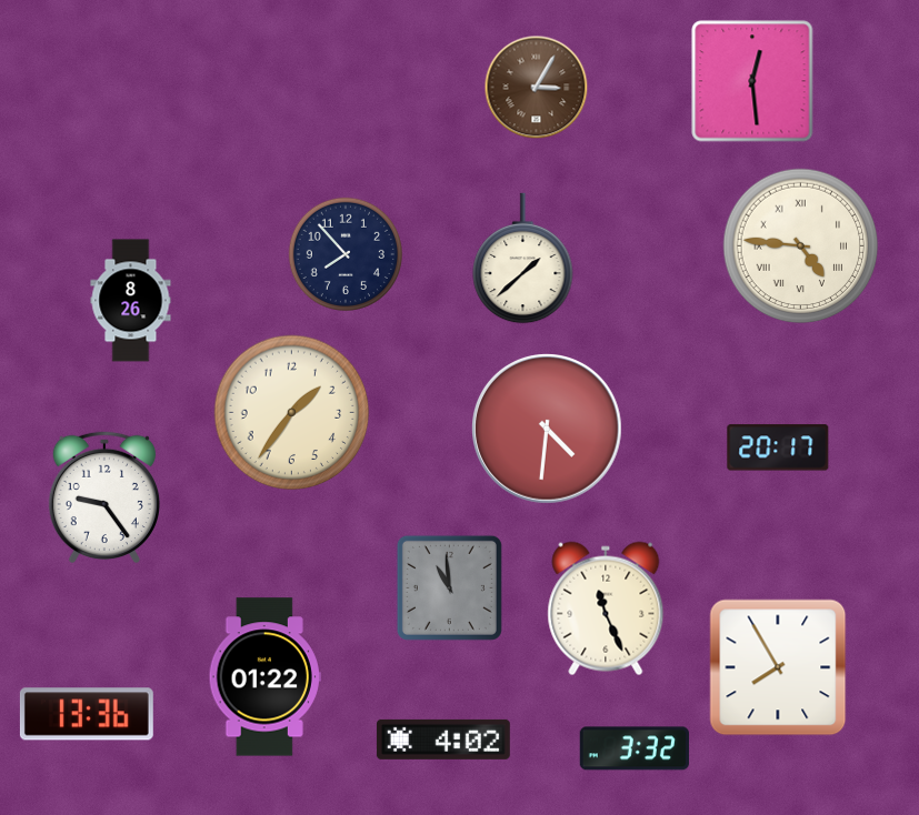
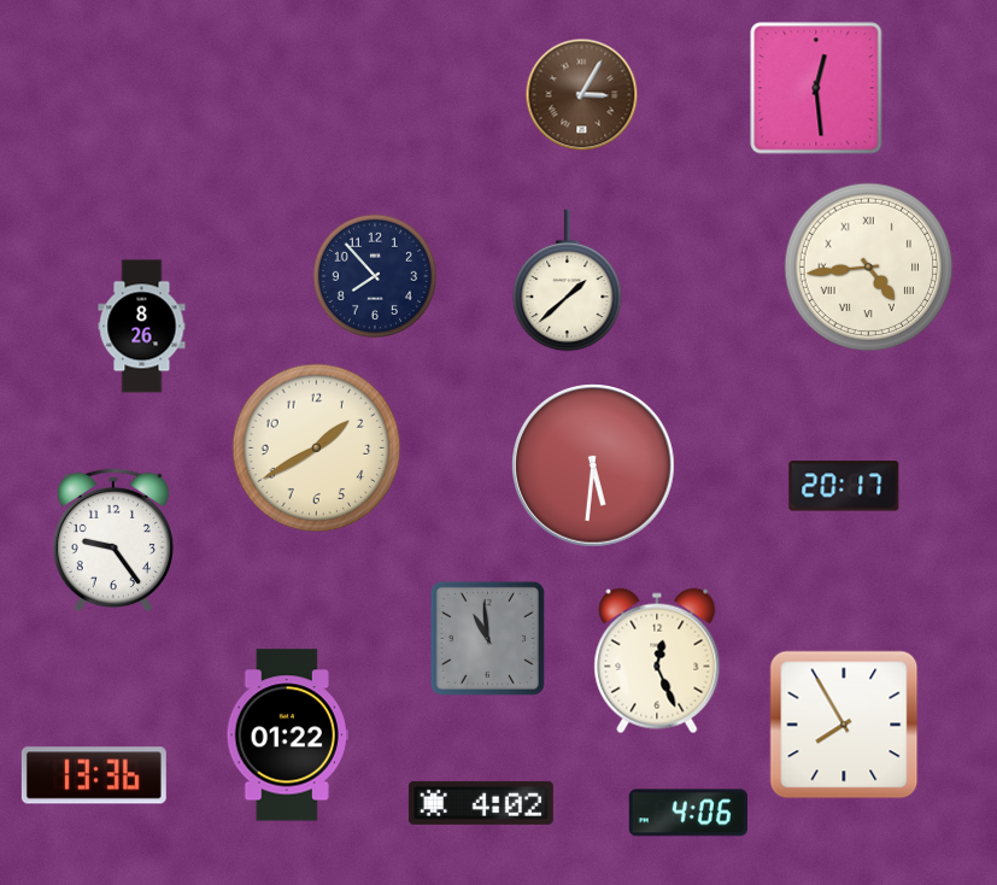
clock at (801, 246): 4:46 -> 4:44
clock at (292, 413): 1:36 -> 1:40
clock at (548, 430): 4:31 -> 5:31
clock at (606, 608): 11:26 -> 12:26
clock at (633, 748): 3:32 -> 4:06
